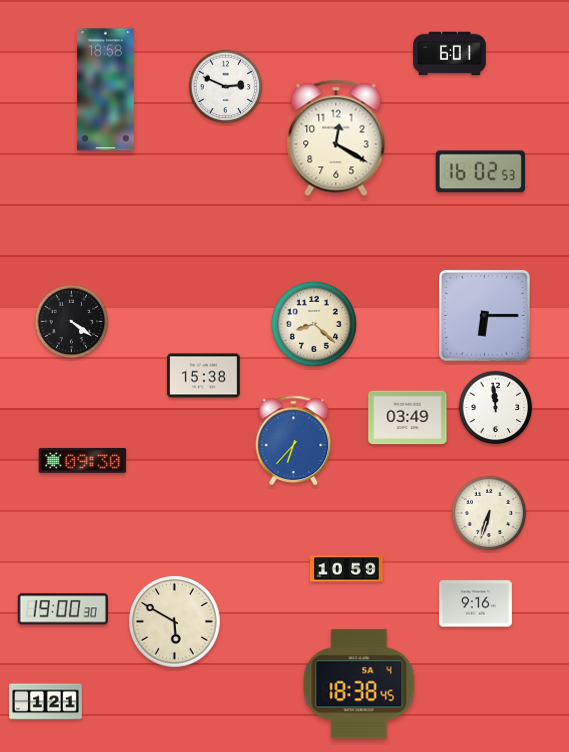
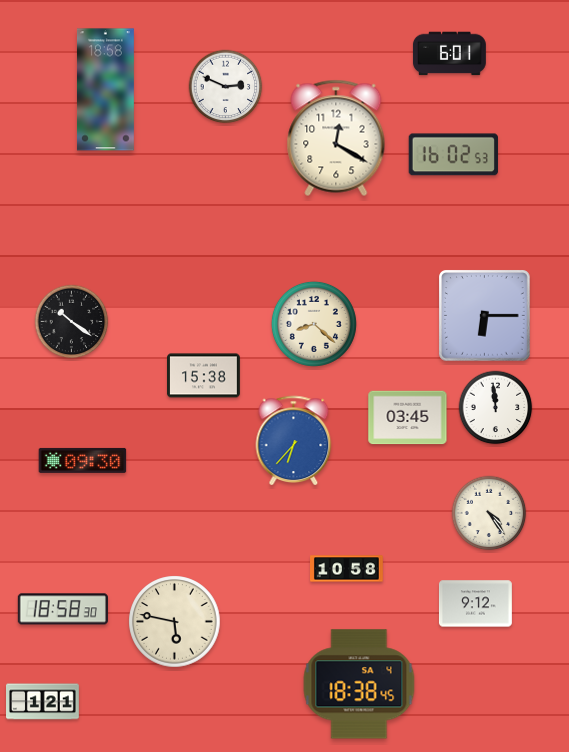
clock at (480, 172) position: (480, 172) -> (453, 155)
clock at (72, 322): 4:21 -> 10:21
clock at (408, 418): 03:49 -> 03:45
clock at (489, 513): 6:33 -> 4:24
clock at (347, 569): 10:59 -> 10:58
clock at (475, 604): 9:16 -> 9:12
clock at (63, 609): 19:00 -> 18:58
clock at (175, 622): 5:50 -> 5:47
clock at (46, 702) position: (46, 702) -> (43, 702)
